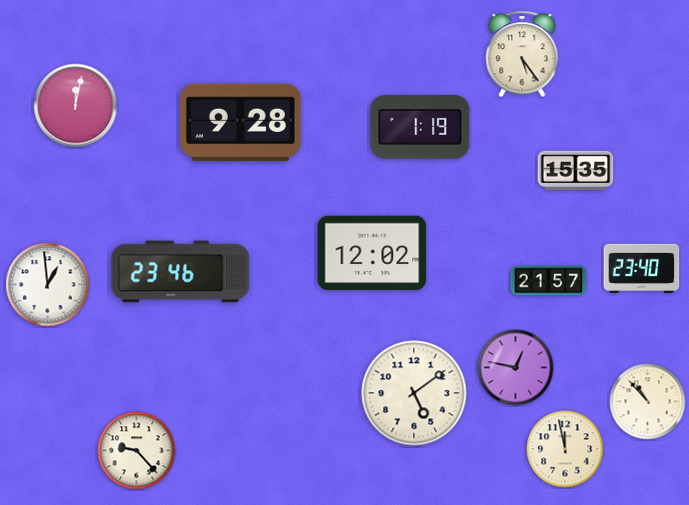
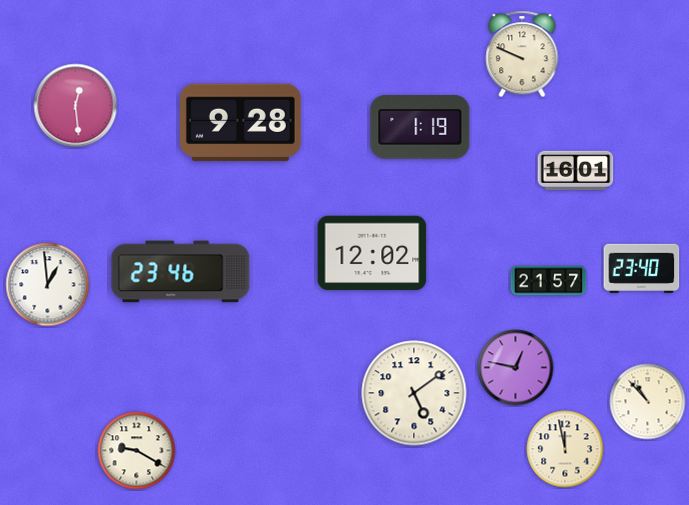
clock at (522, 54): 5:24 -> 9:49
clock at (76, 106): 12:02 -> 12:29
clock at (576, 171): 15:35 -> 16:01
clock at (137, 451): 9:23 -> 9:20
